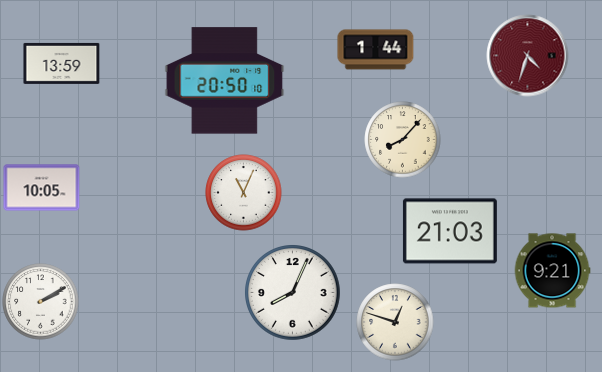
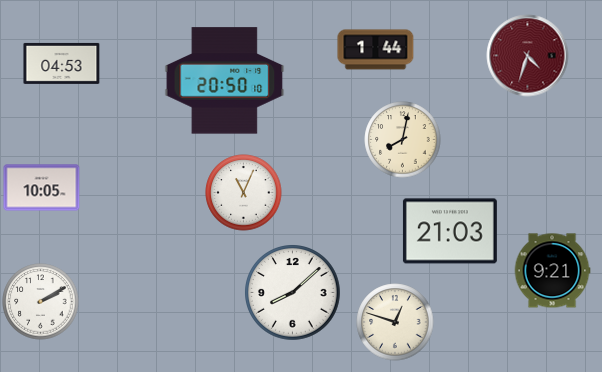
clock at (62, 63): 13:59 -> 04:53
clock at (403, 140): 8:07 -> 8:02
clock at (293, 293): 8:04 -> 8:08
